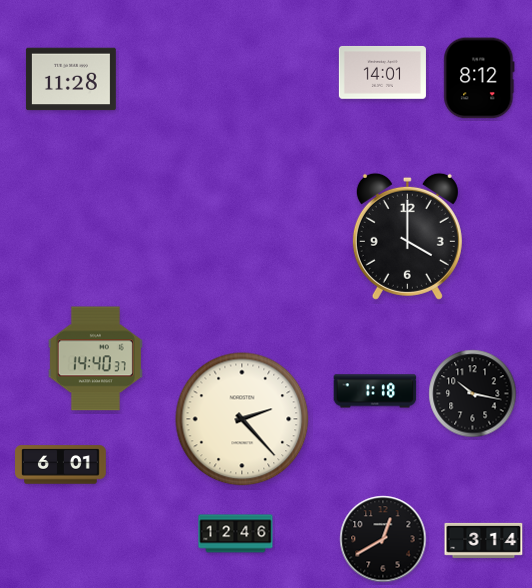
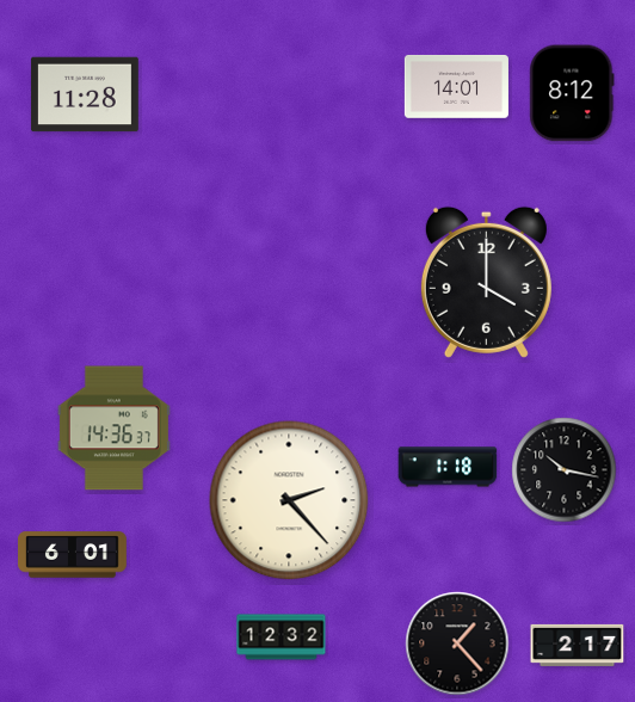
clock at (95, 359): 14:40 -> 14:36
clock at (236, 534): 12:46 -> 12:32
clock at (383, 539): 12:40 -> 1:23
clock at (484, 540): 3:14 -> 2:17
